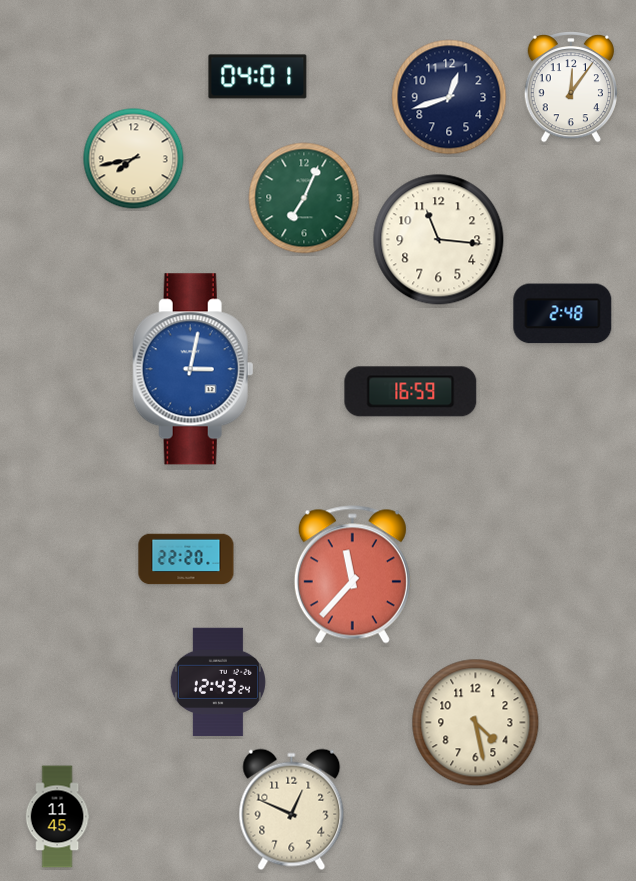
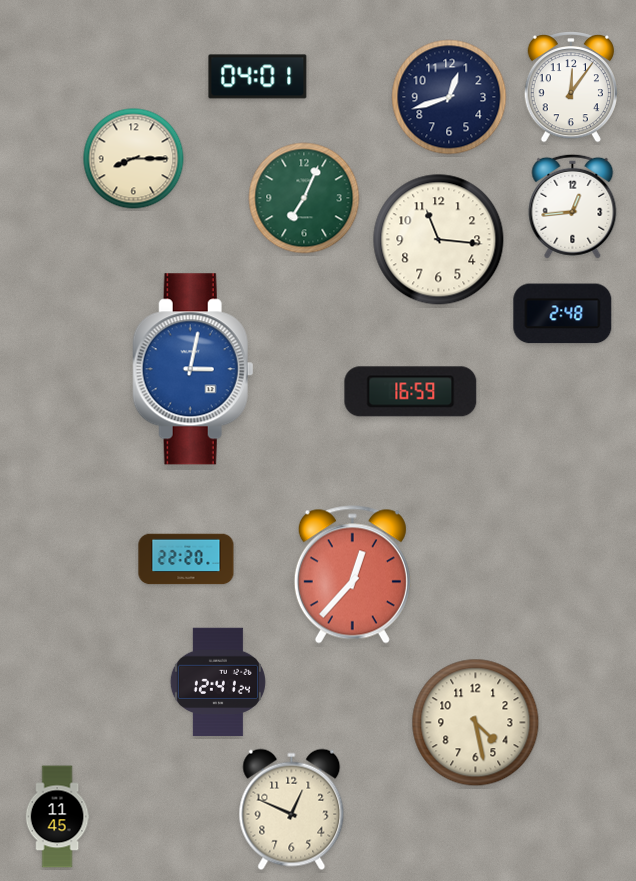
clock at (134, 159): 7:43 -> 8:15
clock at (573, 206): none -> 12:44
clock at (352, 575): 11:37 -> 12:37
clock at (218, 682): 12:43 -> 12:41
